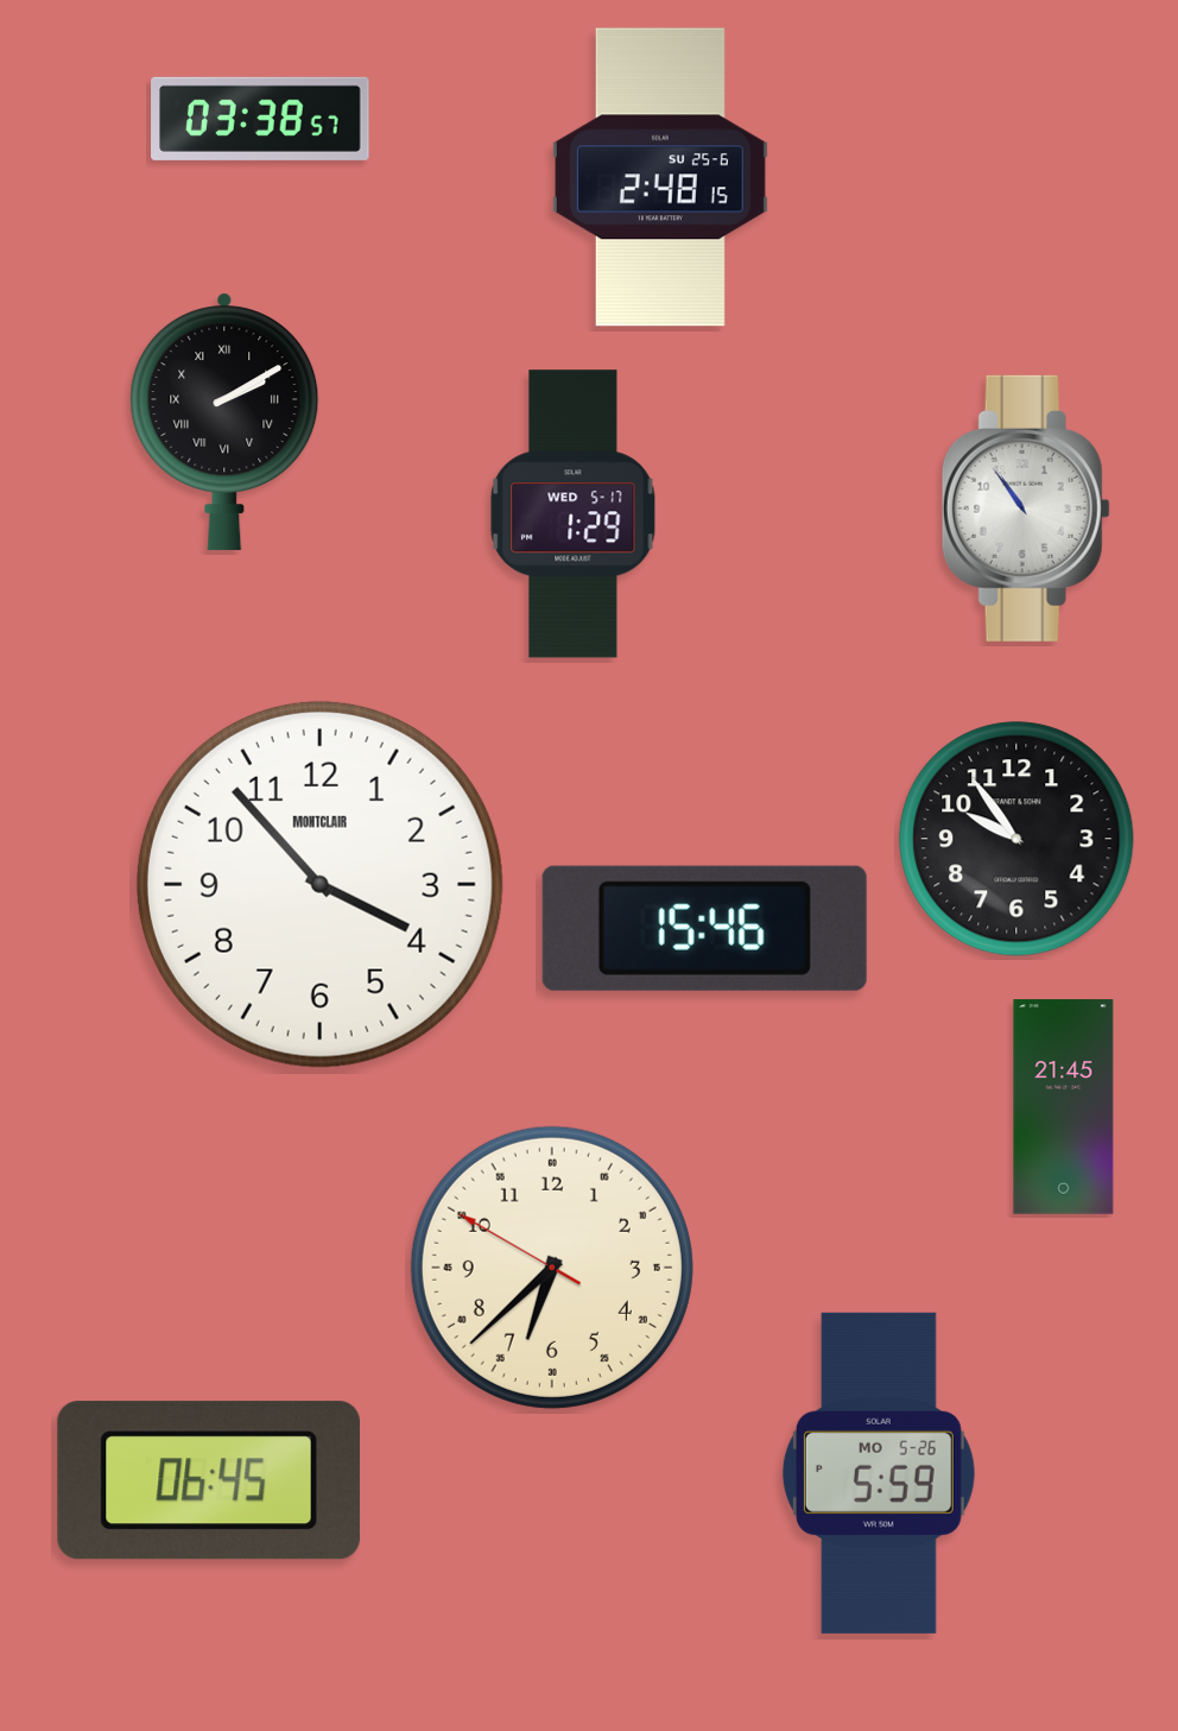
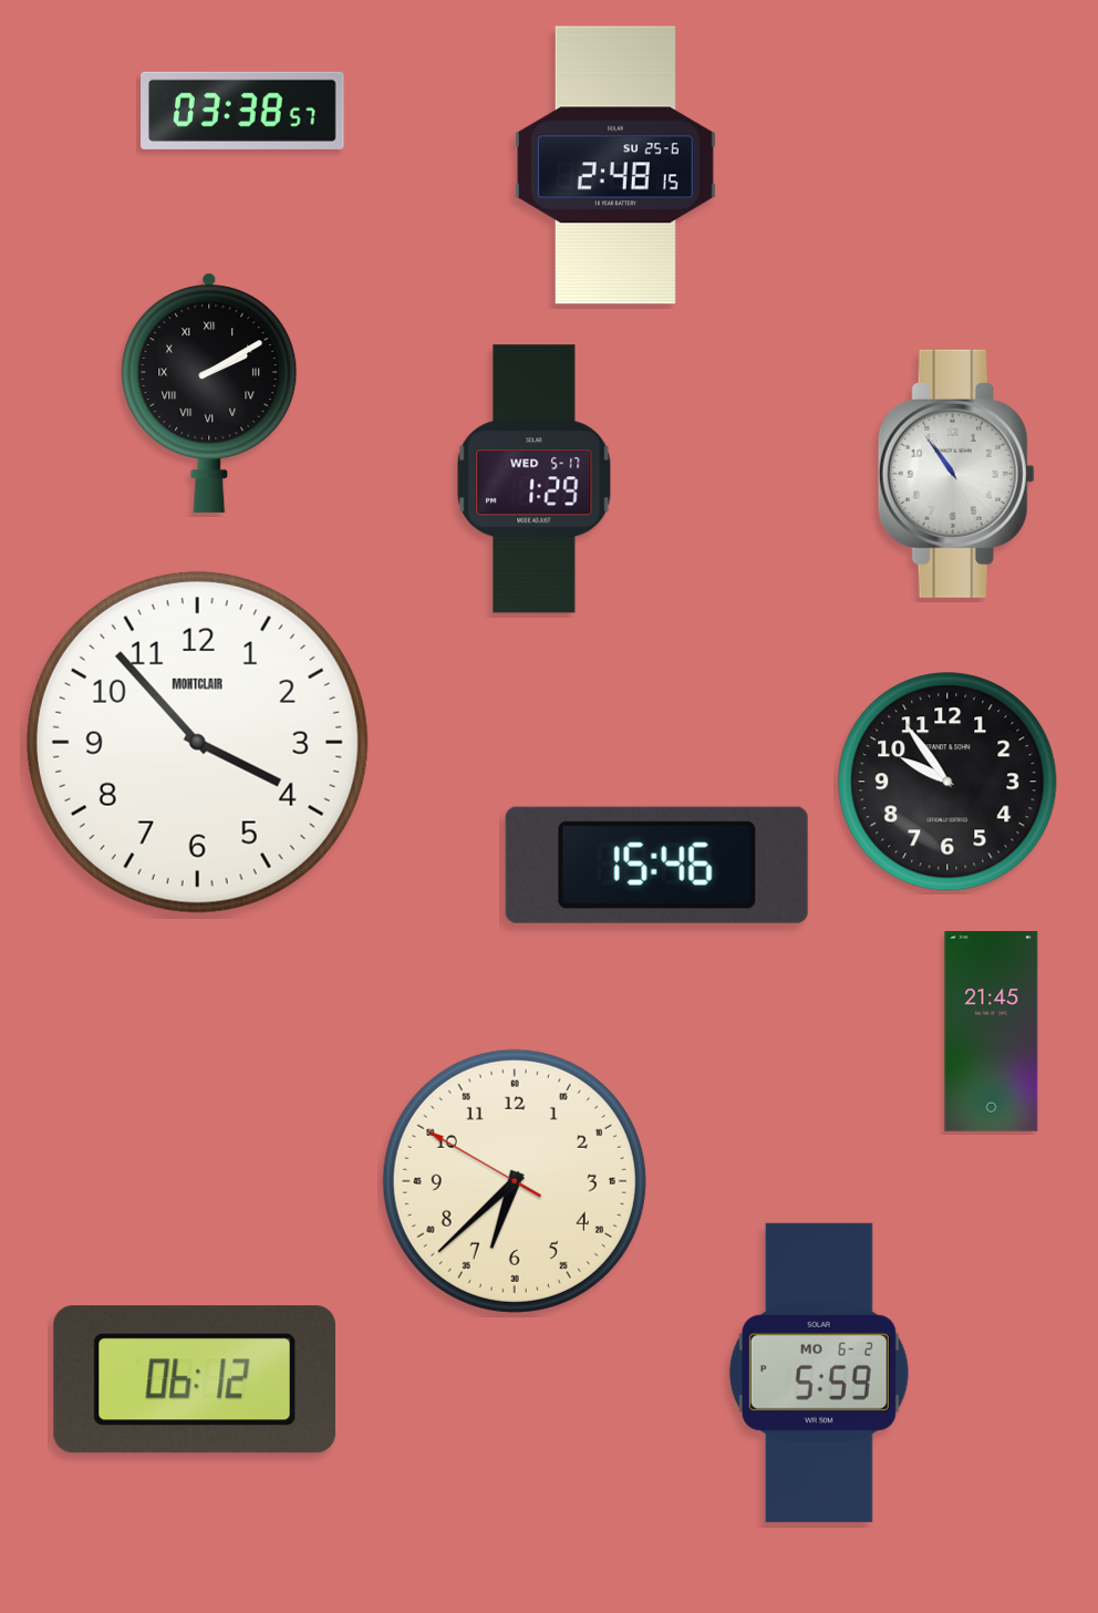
clock at (319, 884) position: (319, 884) -> (197, 742)
clock at (879, 1473) date: MO 5-26 -> MO 6-2
clock at (209, 1480): 06:45 -> 06:12
